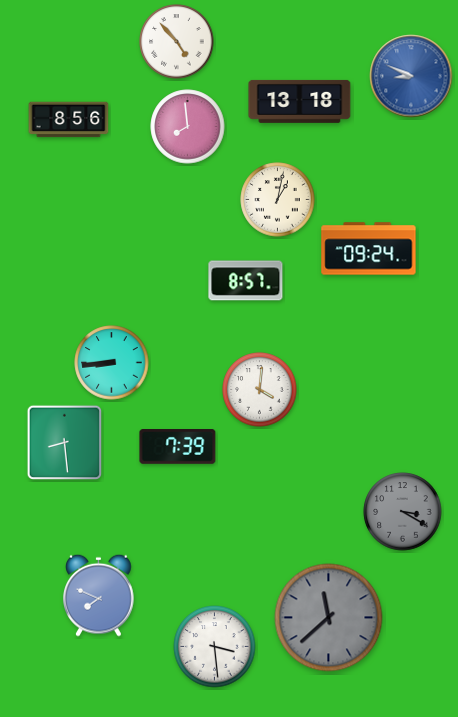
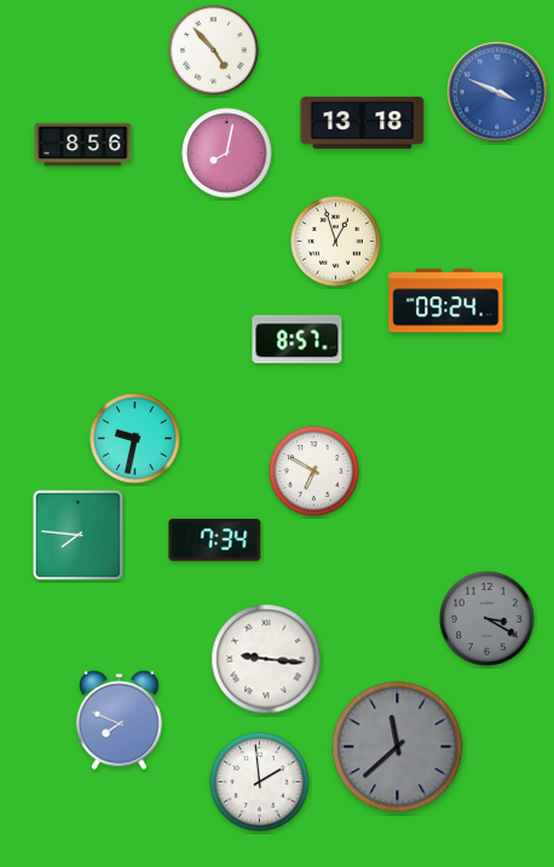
clock at (411, 76): 8:49 -> 3:49
clock at (188, 127): 7:59 -> 8:02
clock at (278, 200): 1:02 -> 12:57
clock at (112, 363): 8:44 -> 9:32
clock at (260, 390): 4:01 -> 6:50
clock at (65, 443): 8:29 -> 7:46
clock at (178, 447): 7:39 -> 7:34
clock at (266, 659): none -> 9:16
clock at (215, 647): 3:29 -> 1:59
